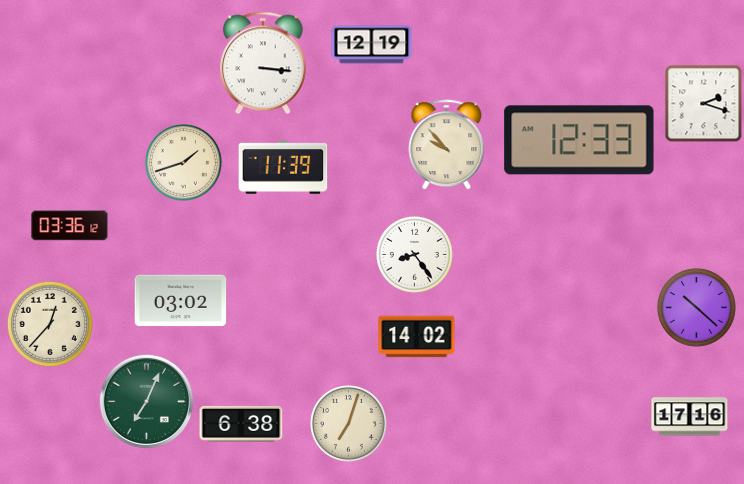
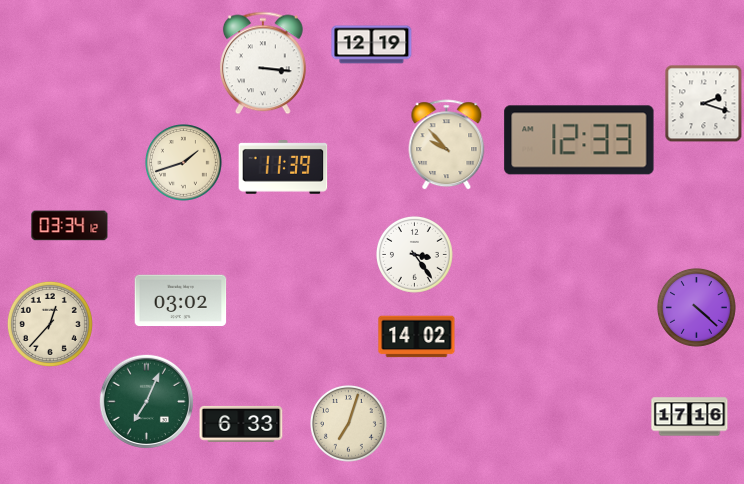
clock at (70, 226): 03:36 -> 03:34
clock at (415, 255): 8:24 -> 3:24
clock at (696, 307): 10:22 -> 4:22
clock at (241, 424): 6:38 -> 6:33
